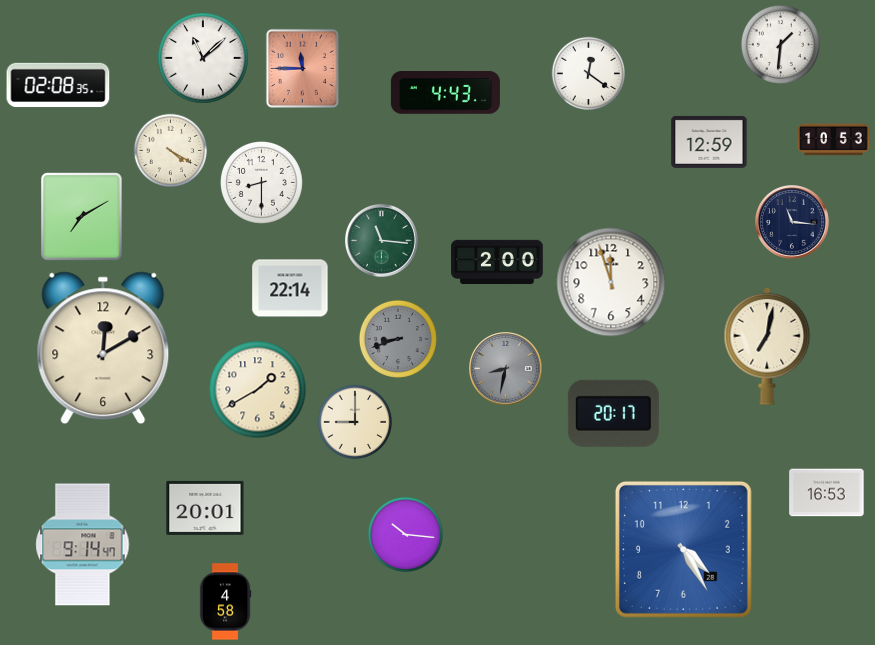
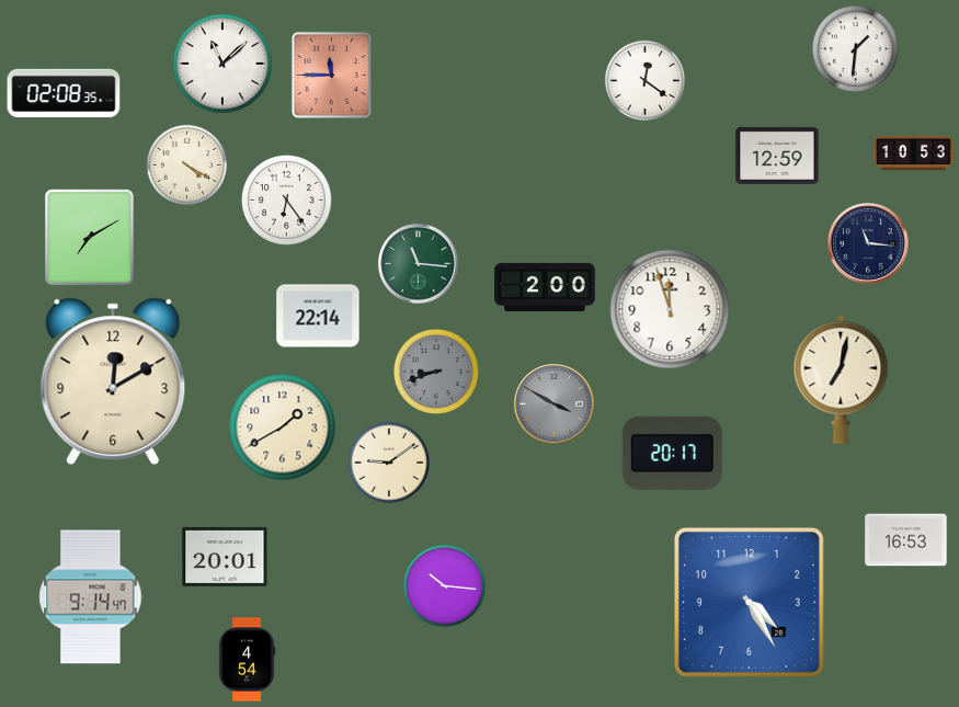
clock at (445, 93): 4:43 -> none
clock at (261, 182): 8:30 -> 6:24
clock at (506, 369): 8:32 -> 3:50
clock at (355, 422): 9:00 -> 9:09
clock at (225, 602): 4:58 -> 4:54
